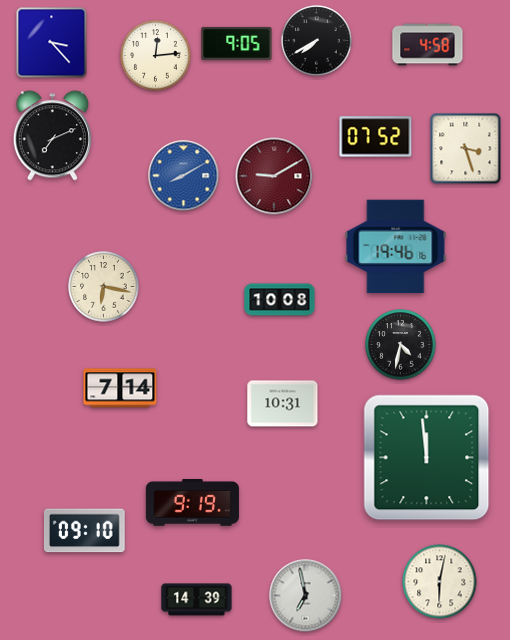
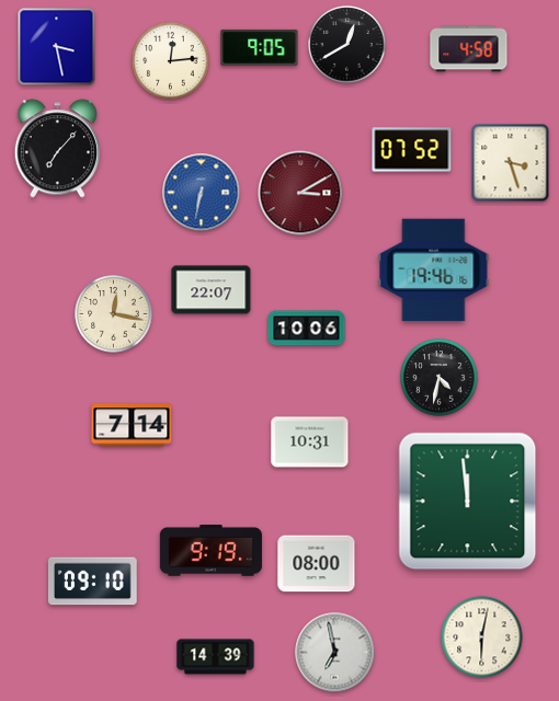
clock at (317, 41): 7:40 -> 12:40
clock at (52, 43): 3:23 -> 3:28
clock at (52, 136): 7:11 -> 7:07
clock at (184, 176): 8:10 -> 6:32
clock at (274, 176): 9:10 -> 3:10
clock at (212, 290): none -> 22:07
clock at (104, 287): 6:17 -> 12:17
clock at (280, 300): 10:08 -> 10:06
clock at (317, 564): none -> 08:00
